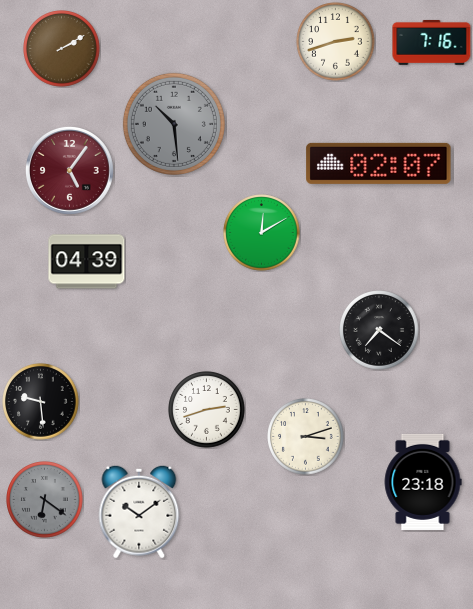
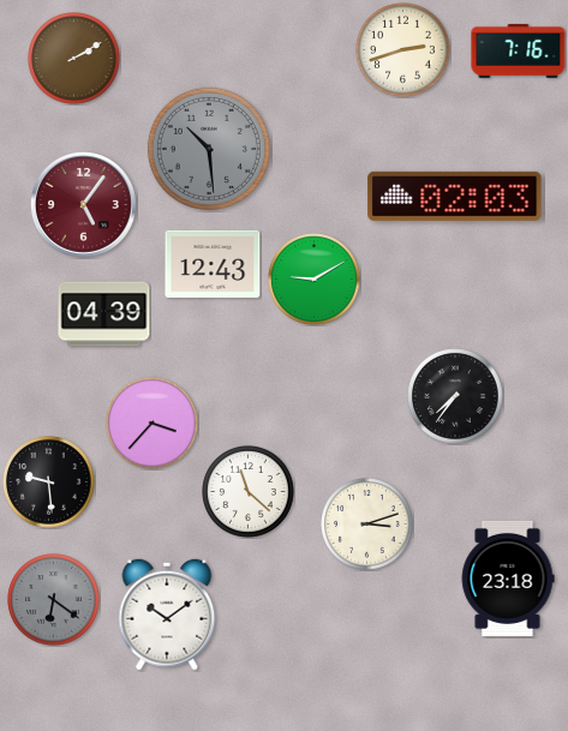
clock at (379, 163): 02:07 -> 02:03
clock at (213, 264): none -> 12:43
clock at (262, 233): 12:10 -> 9:10
clock at (379, 330): 7:21 -> 7:36
clock at (153, 424): none -> 3:37
clock at (207, 410): 2:42 -> 11:22
